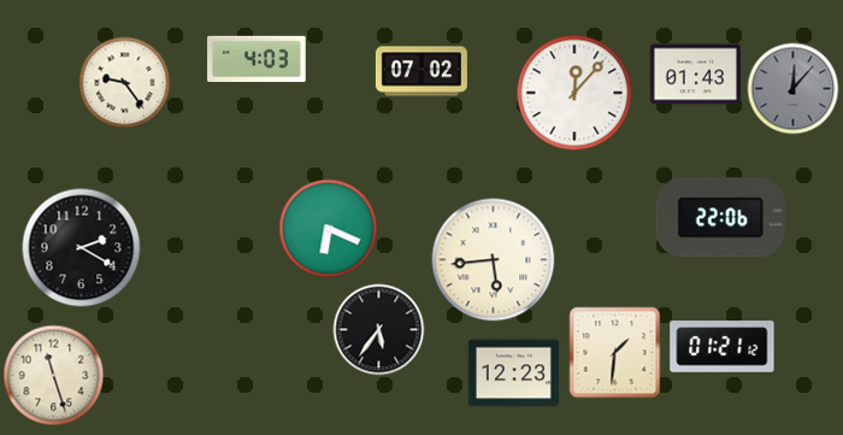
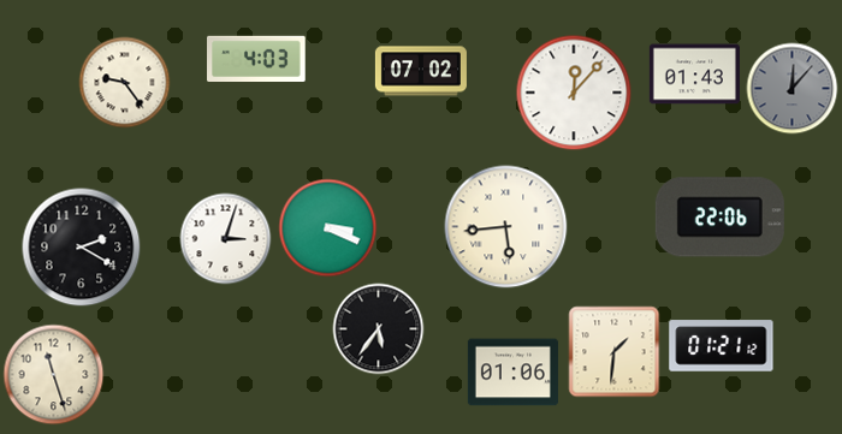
clock at (329, 229): 6:19 -> 3:19
clock at (226, 239): none -> 3:03
clock at (494, 260) position: (494, 260) -> (506, 227)
clock at (513, 374): 12:23 -> 01:06
